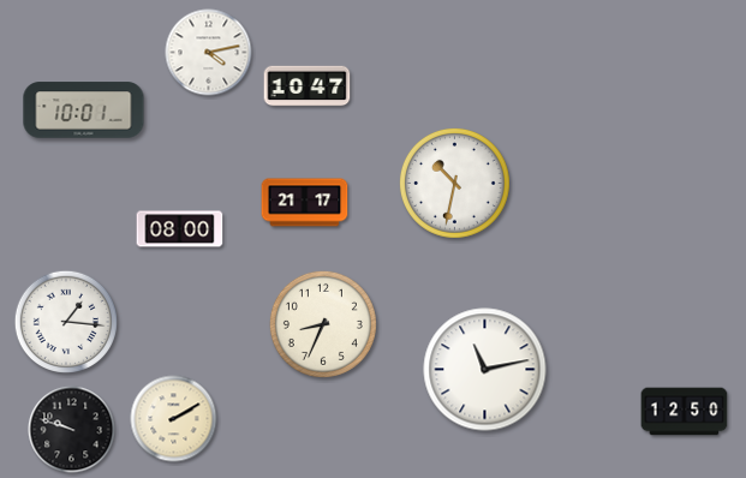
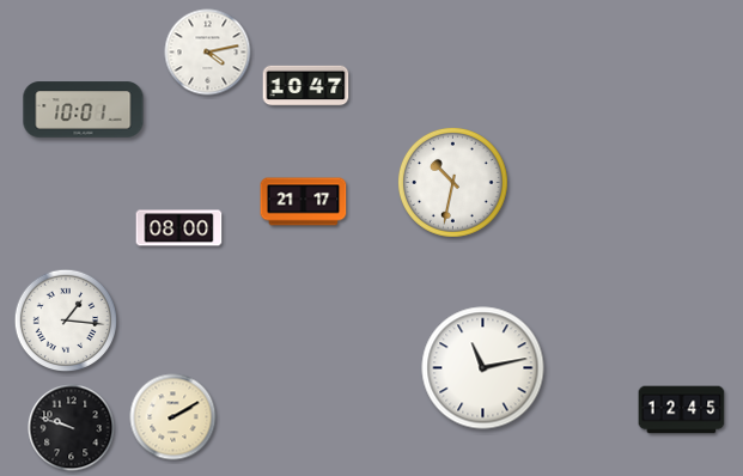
clock at (323, 324): 8:34 -> none
clock at (685, 412): 12:50 -> 12:45
